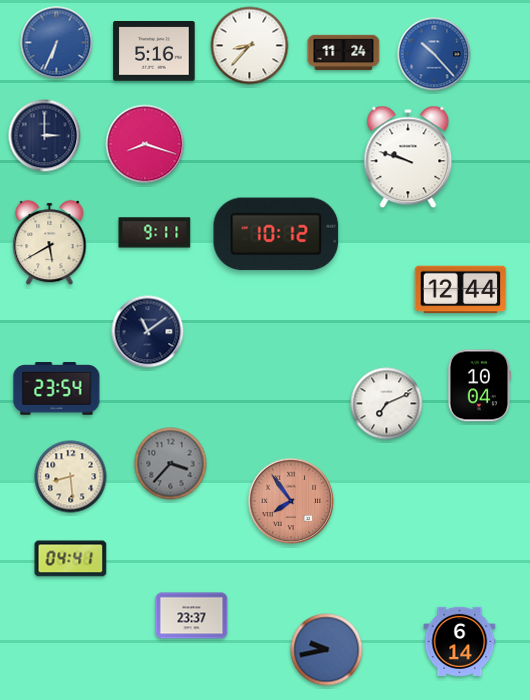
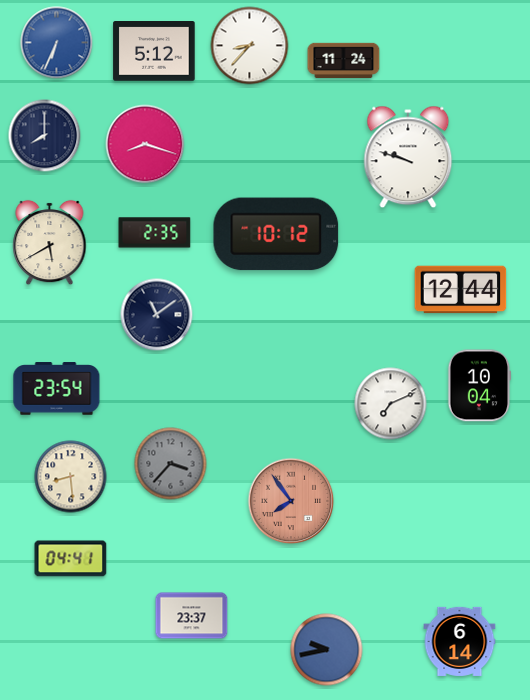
clock at (154, 51): 5:16 -> 5:12
clock at (344, 52) position: (344, 52) -> (344, 60)
clock at (434, 54): 10:23 -> none
clock at (45, 136): 3:00 -> 8:00
clock at (155, 233): 9:11 -> 2:35
clock at (148, 332) position: (148, 332) -> (157, 315)
clock at (387, 404) position: (387, 404) -> (391, 404)
